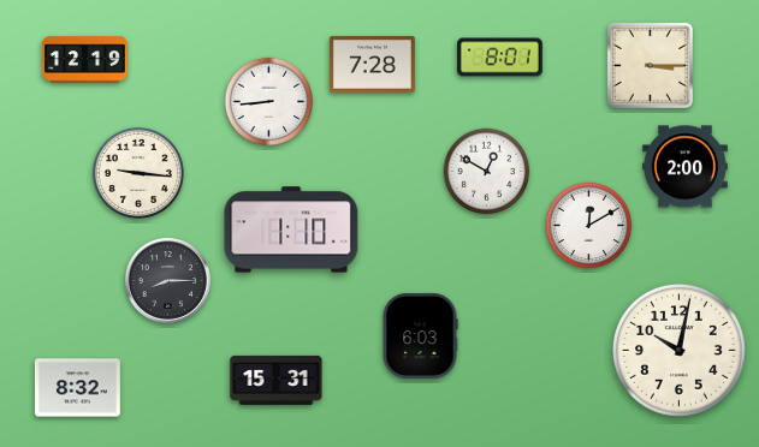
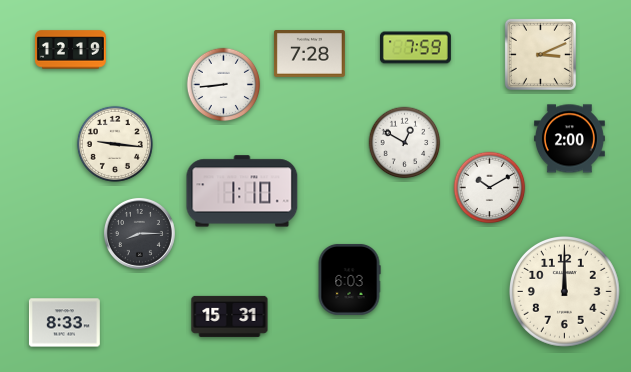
clock at (499, 58): 8:01 -> 7:59
clock at (650, 65): 3:15 -> 3:11
clock at (589, 226): 12:10 -> 10:10
clock at (680, 351): 10:02 -> 12:00
clock at (77, 388): 8:32 -> 8:33
